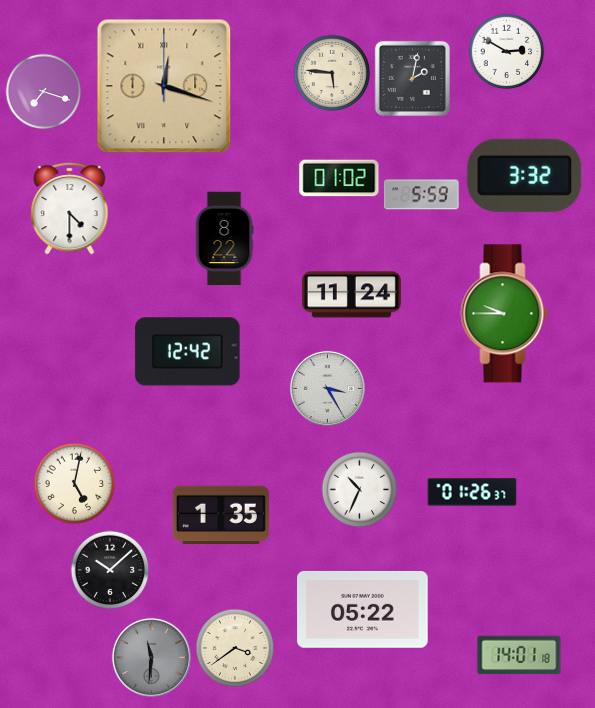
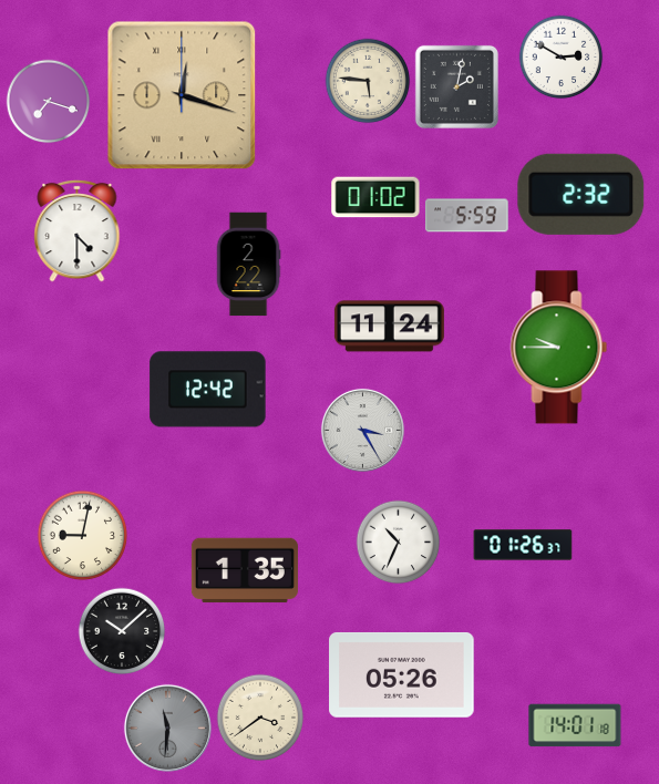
clock at (525, 175): 3:32 -> 2:32
clock at (224, 239): 8:22 -> 2:22
clock at (75, 484): 5:02 -> 9:02
clock at (363, 609): 05:22 -> 05:26
